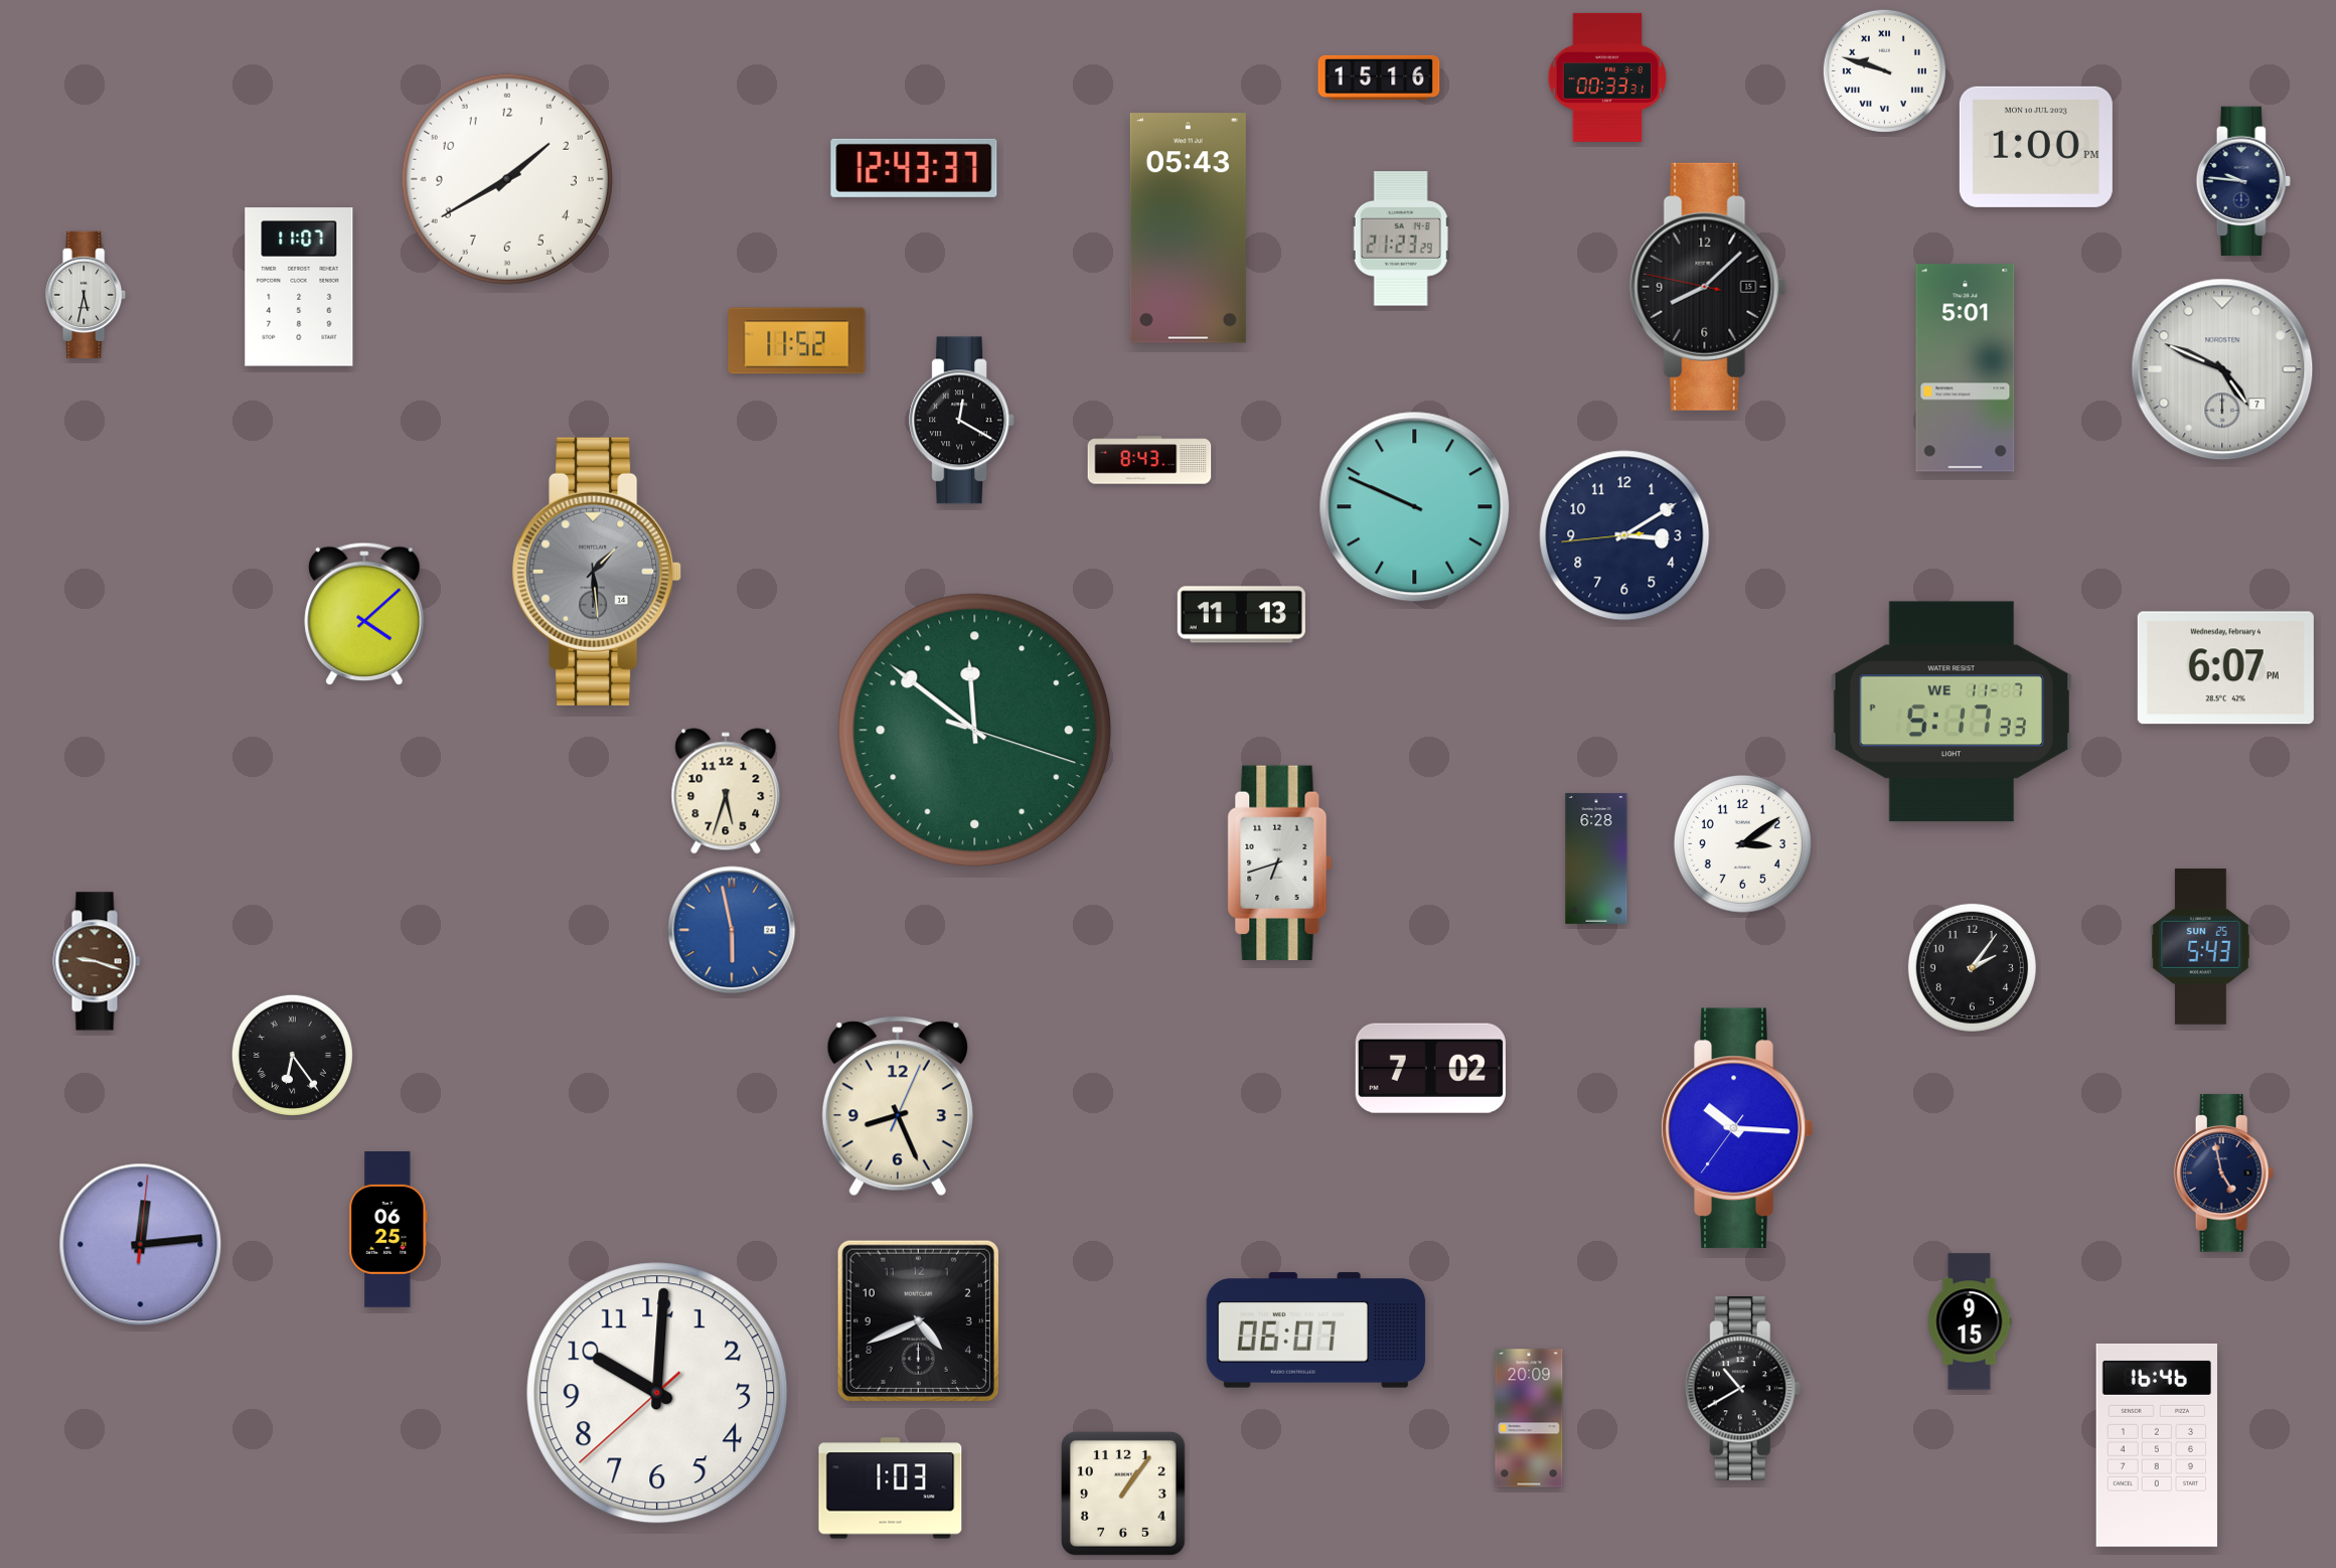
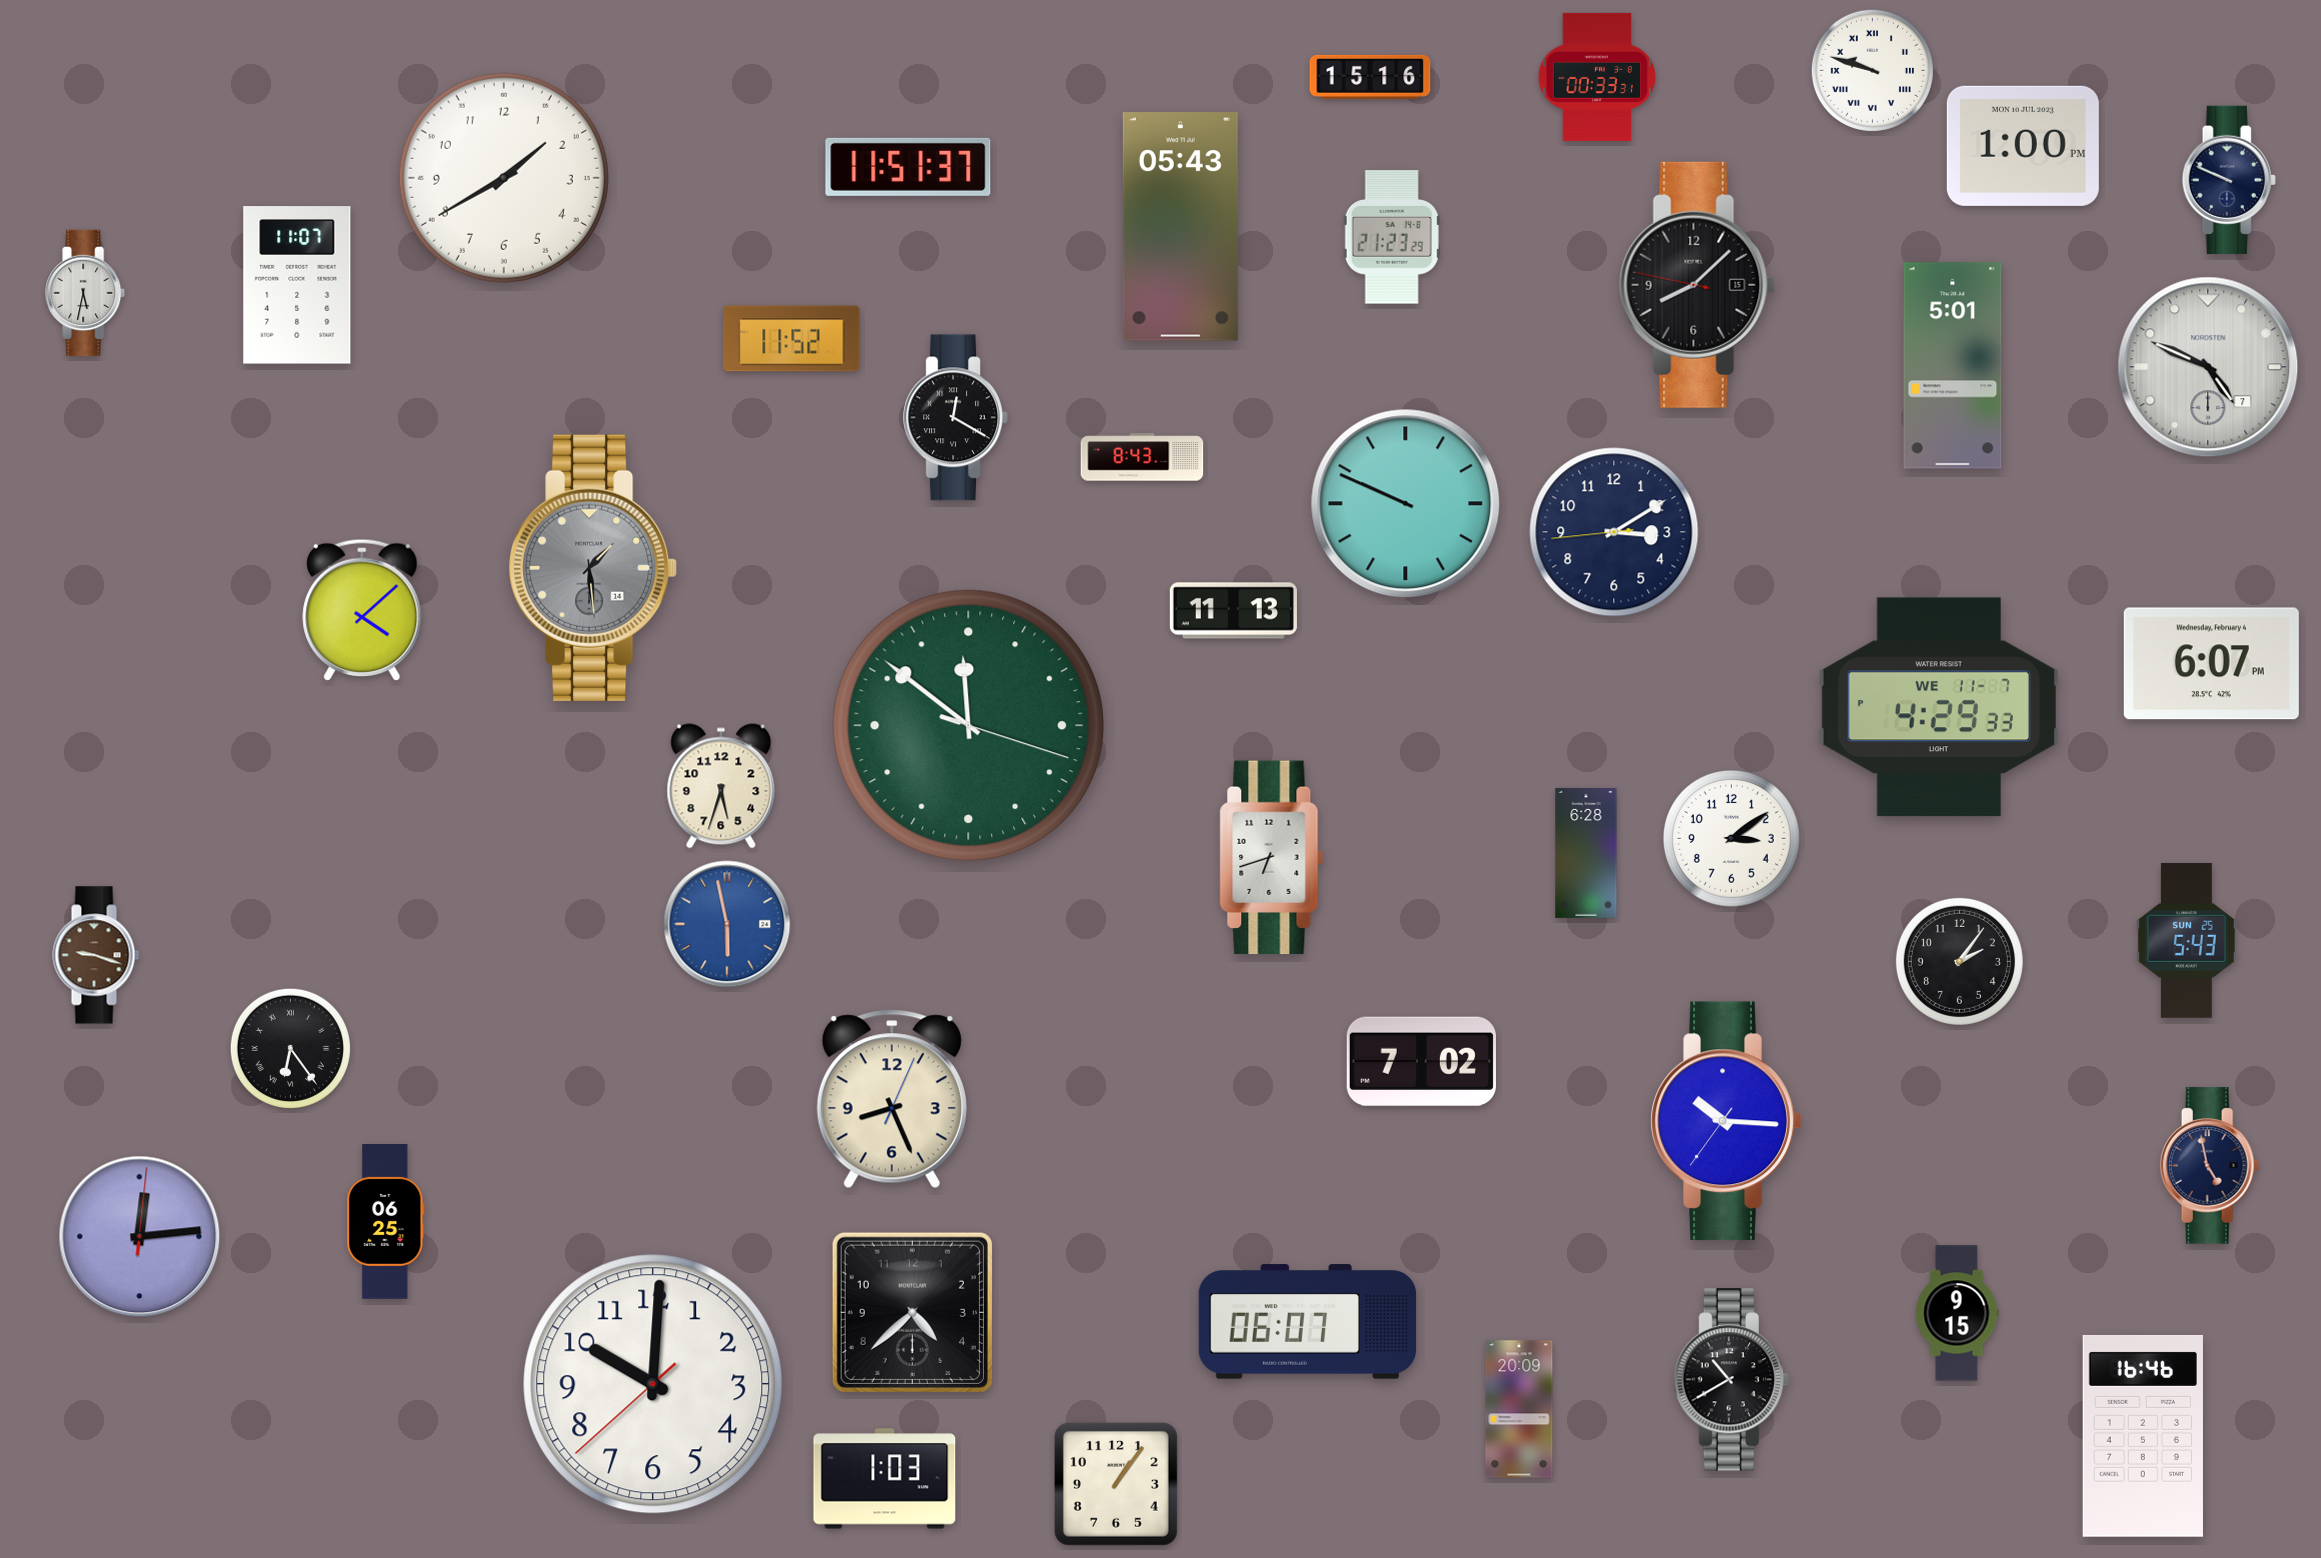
clock at (914, 168): 12:43 -> 11:51
clock at (2243, 180): 9:46 -> 9:49
clock at (1951, 712): 5:17 -> 4:29
clock at (918, 1320): 4:41 -> 4:38
